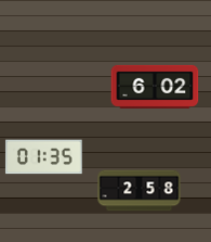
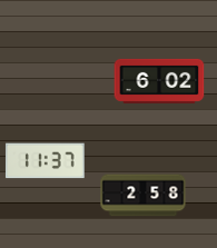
clock at (155, 87) position: (155, 87) -> (159, 81)
clock at (44, 157): 01:35 -> 11:37
